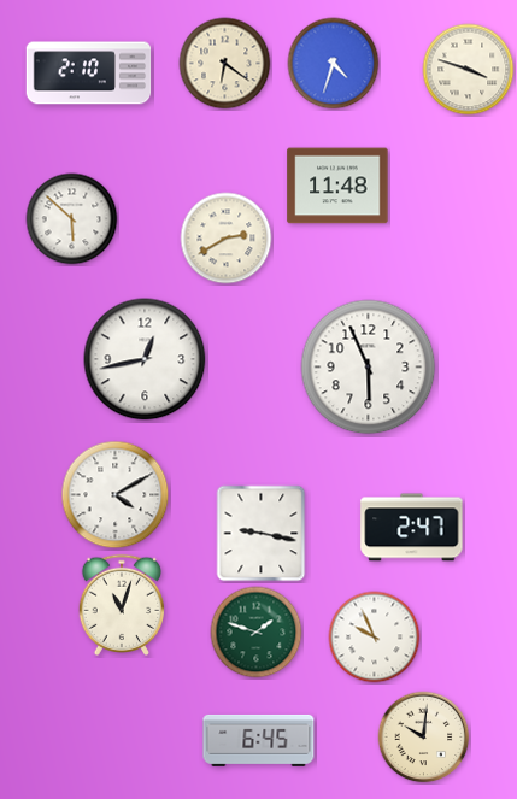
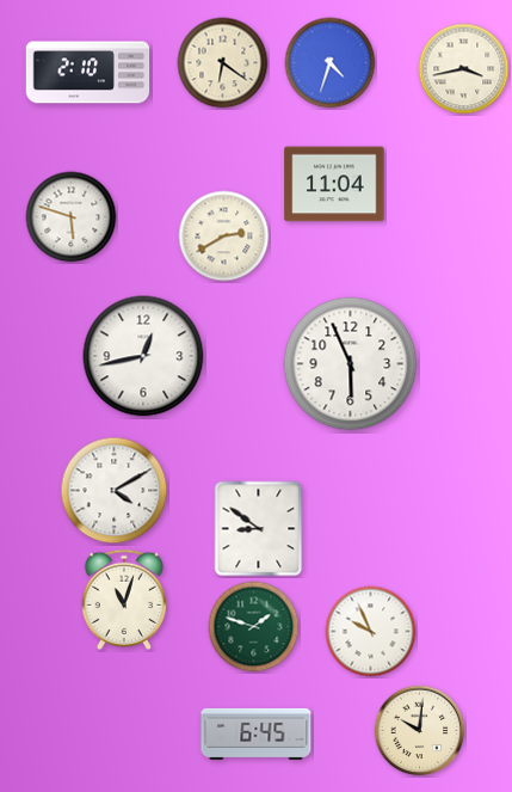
clock at (469, 70): 3:48 -> 3:43
clock at (337, 186): 11:48 -> 11:04
clock at (72, 219): 5:52 -> 5:48
clock at (369, 368) position: (369, 368) -> (351, 364)
clock at (412, 528): 2:47 -> none
clock at (262, 534): 9:17 -> 8:51
clock at (122, 604) position: (122, 604) -> (124, 598)
